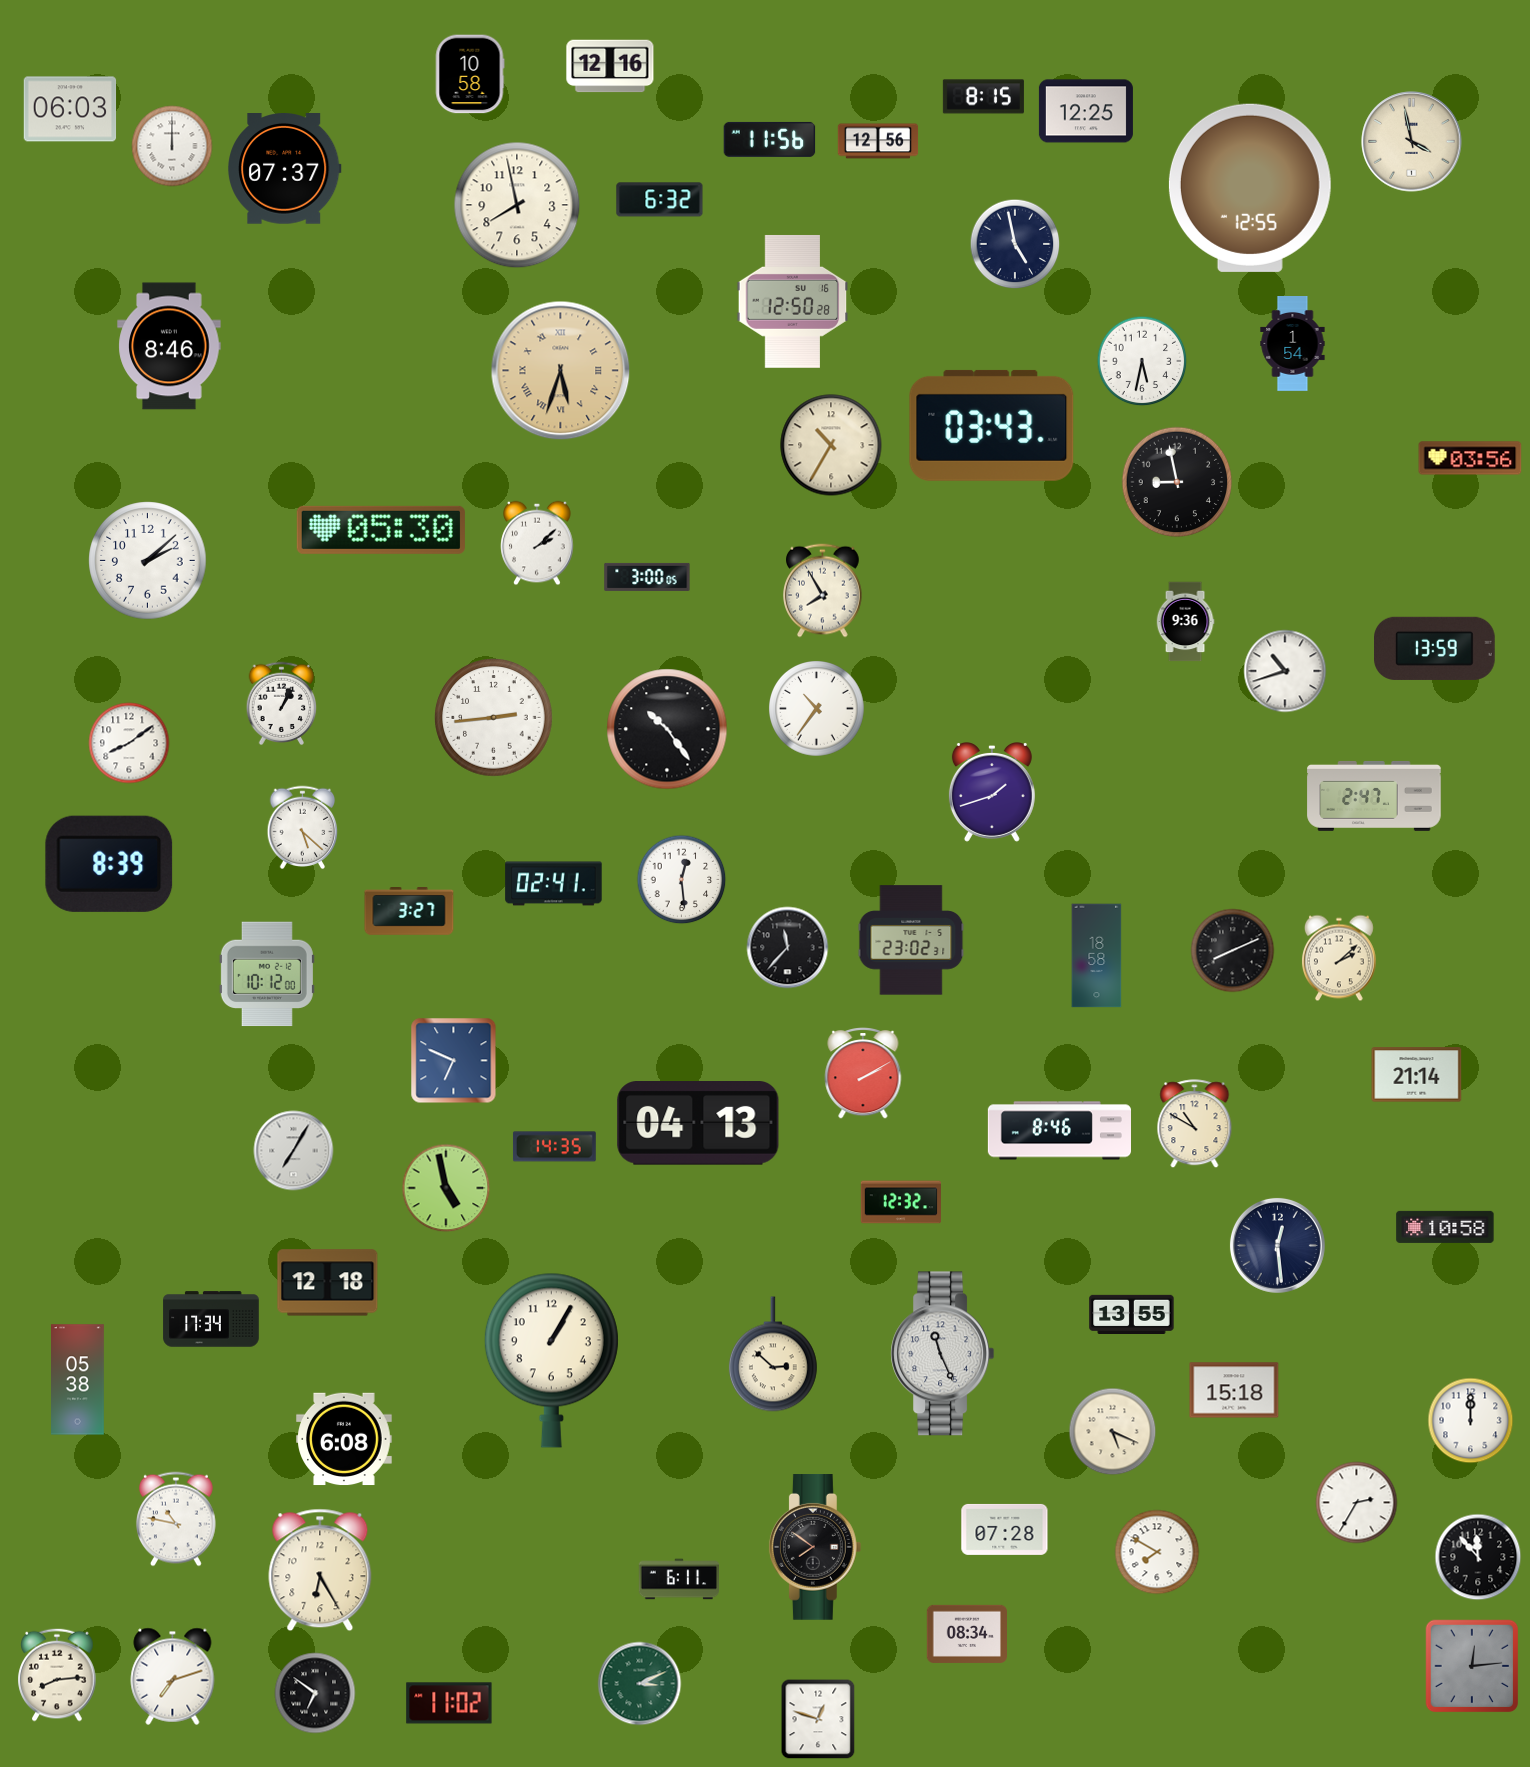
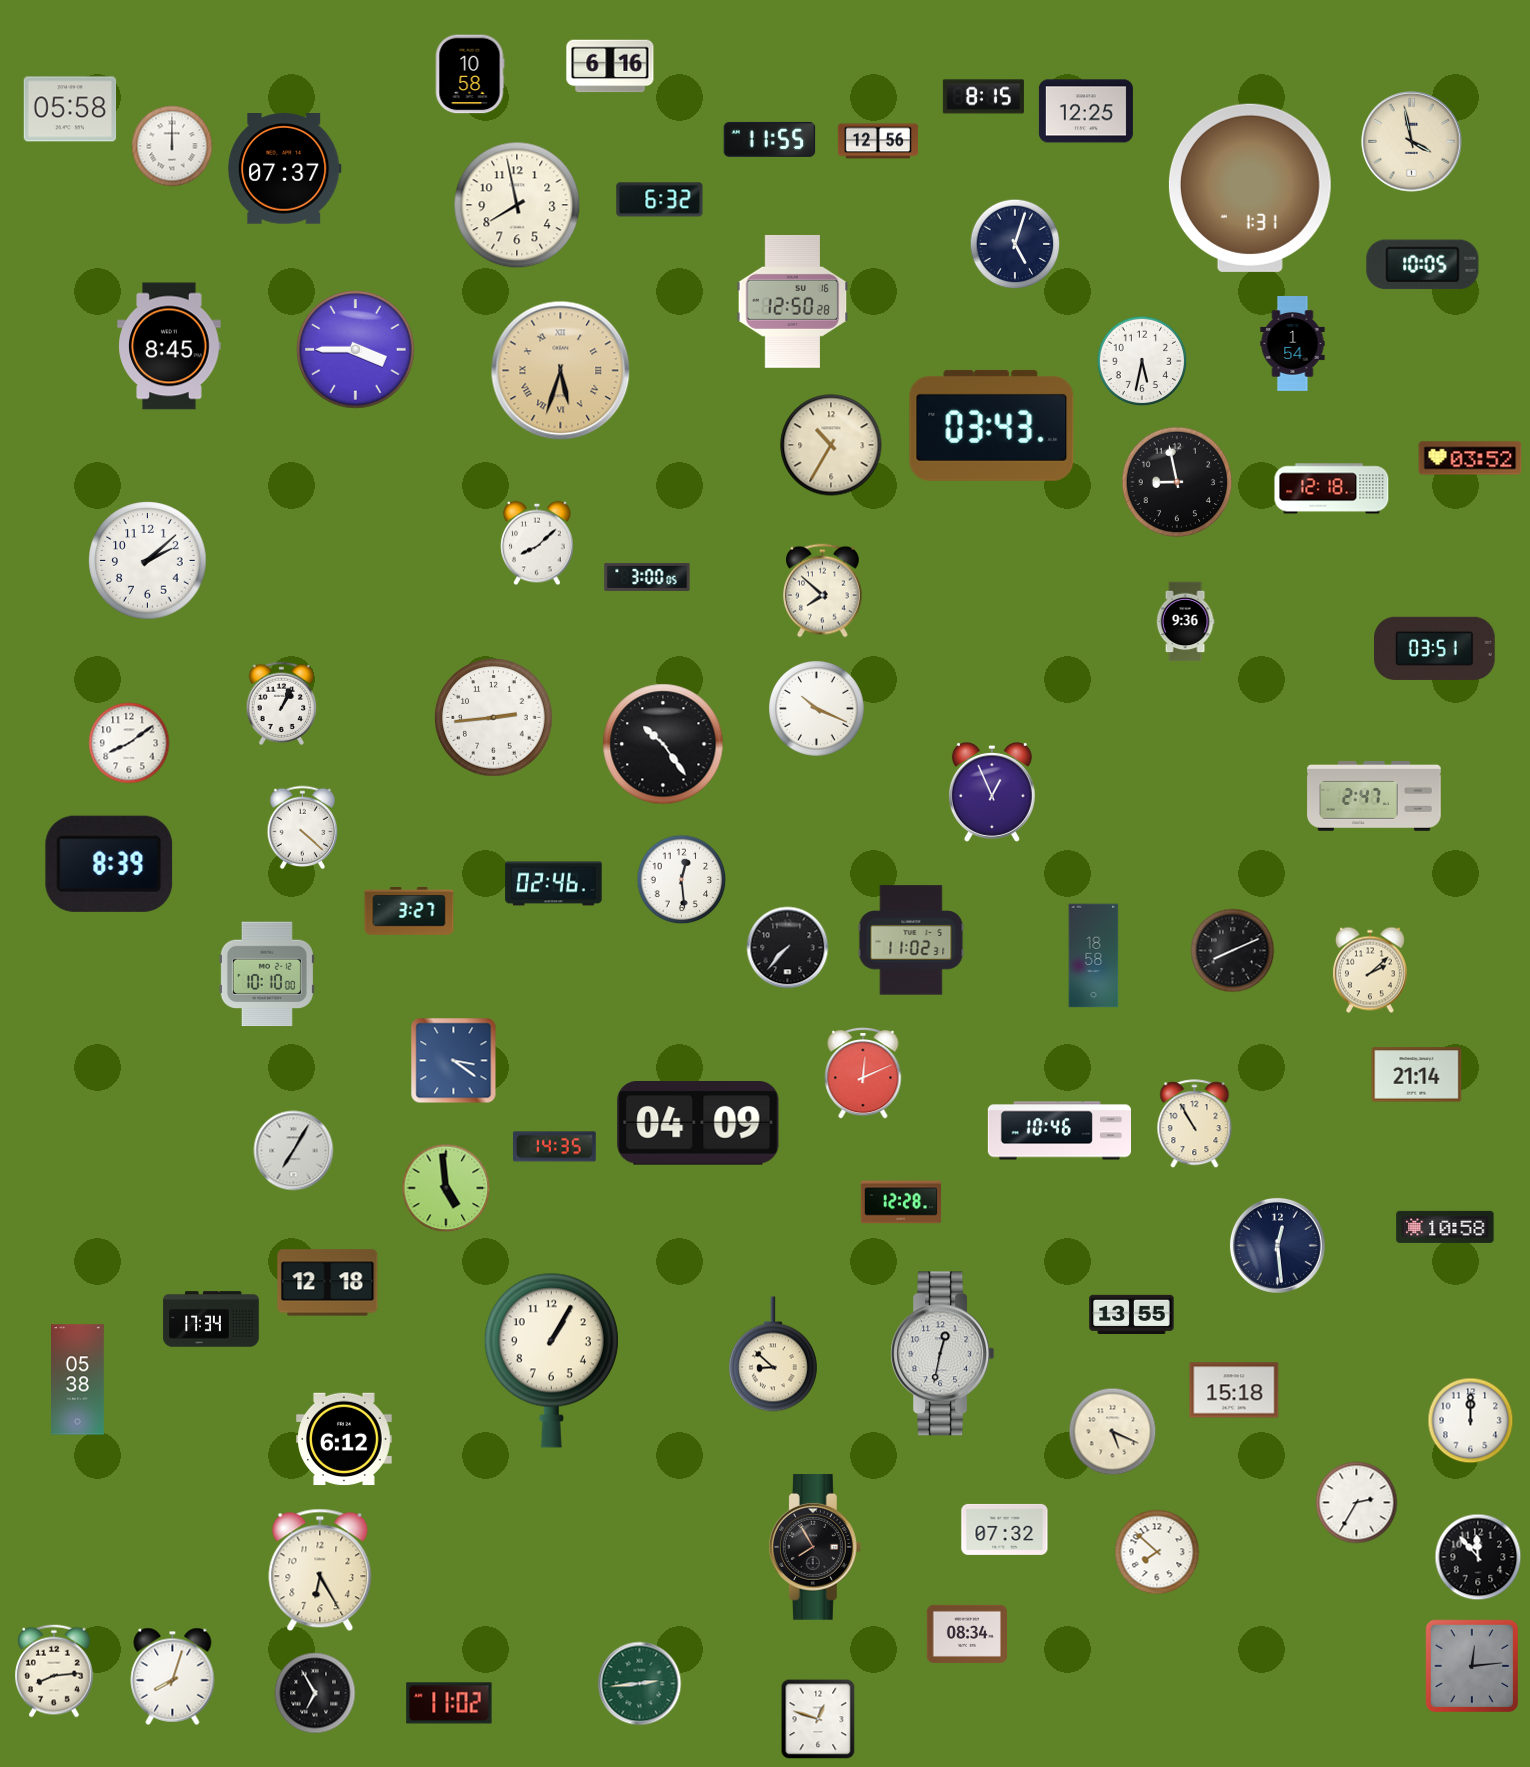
clock at (610, 66): 12:16 -> 6:16
clock at (70, 109): 06:03 -> 05:58
clock at (770, 139): 11:56 -> 11:55
clock at (1250, 188): 12:55 -> 1:31
clock at (1015, 244): 4:58 -> 5:03
clock at (1423, 265): none -> 10:05
clock at (169, 346): 8:46 -> 8:45
clock at (356, 350): none -> 3:45
clock at (1470, 458): 03:56 -> 03:52
clock at (1332, 489): none -> 12:18
clock at (381, 530): 05:30 -> none
clock at (537, 543): 2:08 -> 8:08
clock at (823, 591): 7:55 -> 7:52
clock at (1435, 648): 13:59 -> 03:51
clock at (1285, 671): 10:42 -> none
clock at (817, 709): 10:36 -> 10:19
clock at (667, 729) position: (667, 729) -> (663, 744)
clock at (992, 793): 1:42 -> 12:56
clock at (303, 828): 5:22 -> 4:22
clock at (554, 884): 02:41 -> 02:46
clock at (911, 940): 23:02 -> 11:02
clock at (788, 948): 11:37 -> 7:37
clock at (1097, 956) position: (1097, 956) -> (1094, 956)
clock at (1339, 958) position: (1339, 958) -> (1370, 970)
clock at (267, 974): 10:12 -> 10:10
clock at (454, 1061): 6:49 -> 3:21
clock at (863, 1074): 2:10 -> 12:11
clock at (698, 1123): 04:13 -> 04:09
clock at (1195, 1124): 10:50 -> 10:55
clock at (1059, 1131): 8:46 -> 10:46
clock at (446, 1188): 4:58 -> 4:59
clock at (900, 1202): 12:32 -> 12:28
clock at (773, 1354): 2:52 -> 8:52
clock at (943, 1354): 11:26 -> 12:32
clock at (344, 1439): 6:08 -> 6:12
clock at (176, 1519): 10:47 -> none
clock at (1005, 1529): 07:28 -> 07:32
clock at (815, 1548): 7:51 -> 7:55
clock at (1157, 1552): 7:50 -> 7:52
clock at (679, 1579): 6:11 -> none
clock at (57, 1675) position: (57, 1675) -> (54, 1671)
clock at (173, 1676): 7:12 -> 8:03
clock at (640, 1684): 3:11 -> 2:44
clock at (315, 1693): 6:51 -> 6:55
